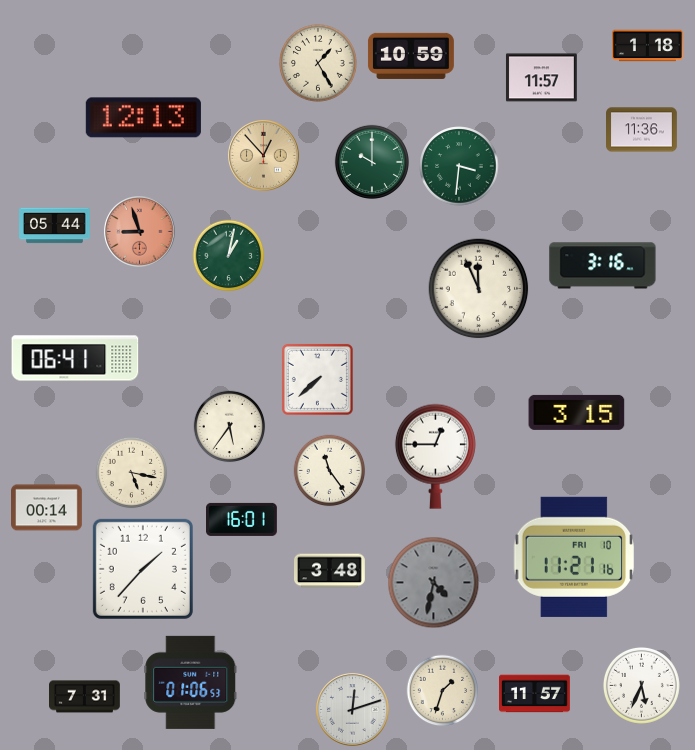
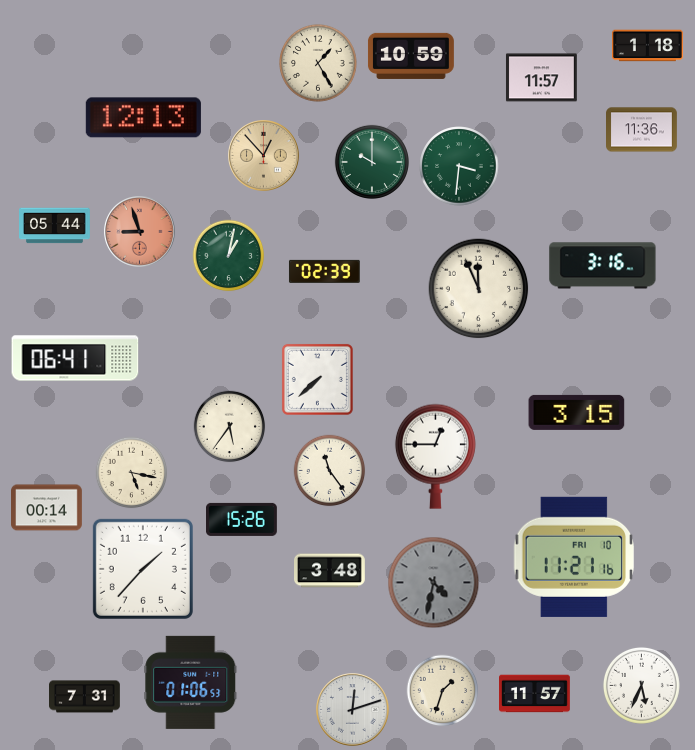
clock at (324, 271): none -> 02:39
clock at (242, 519): 16:01 -> 15:26
